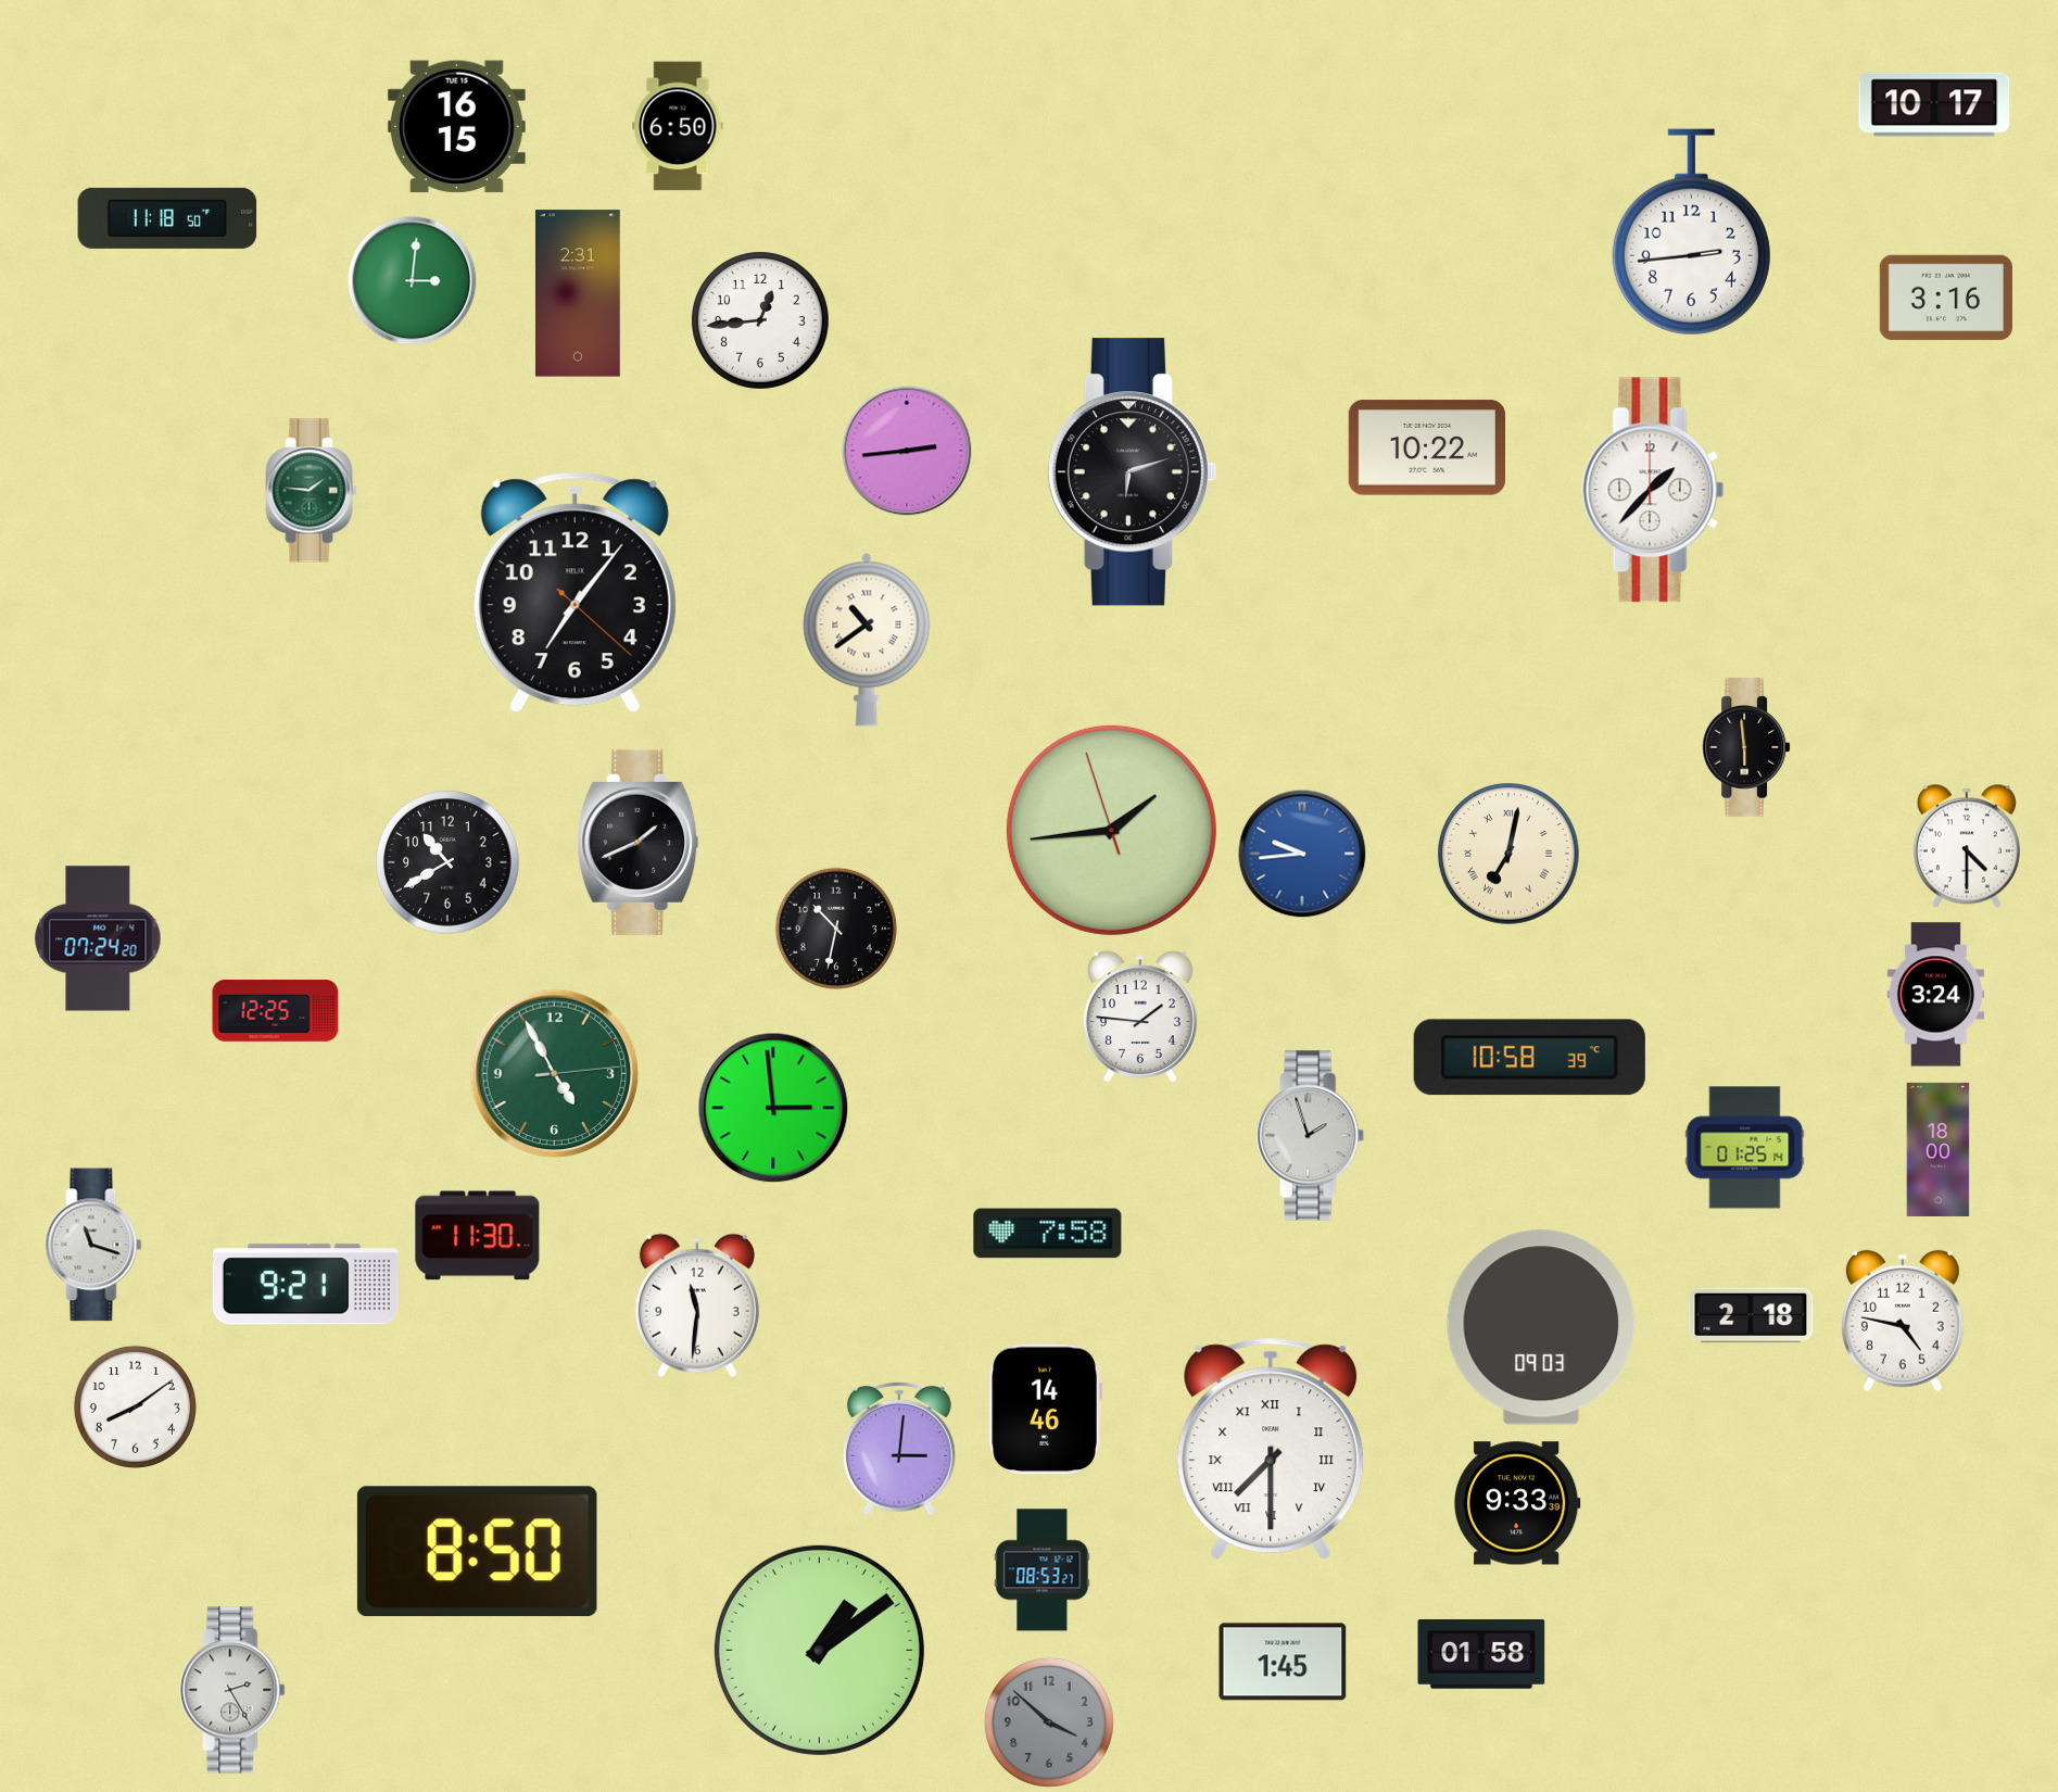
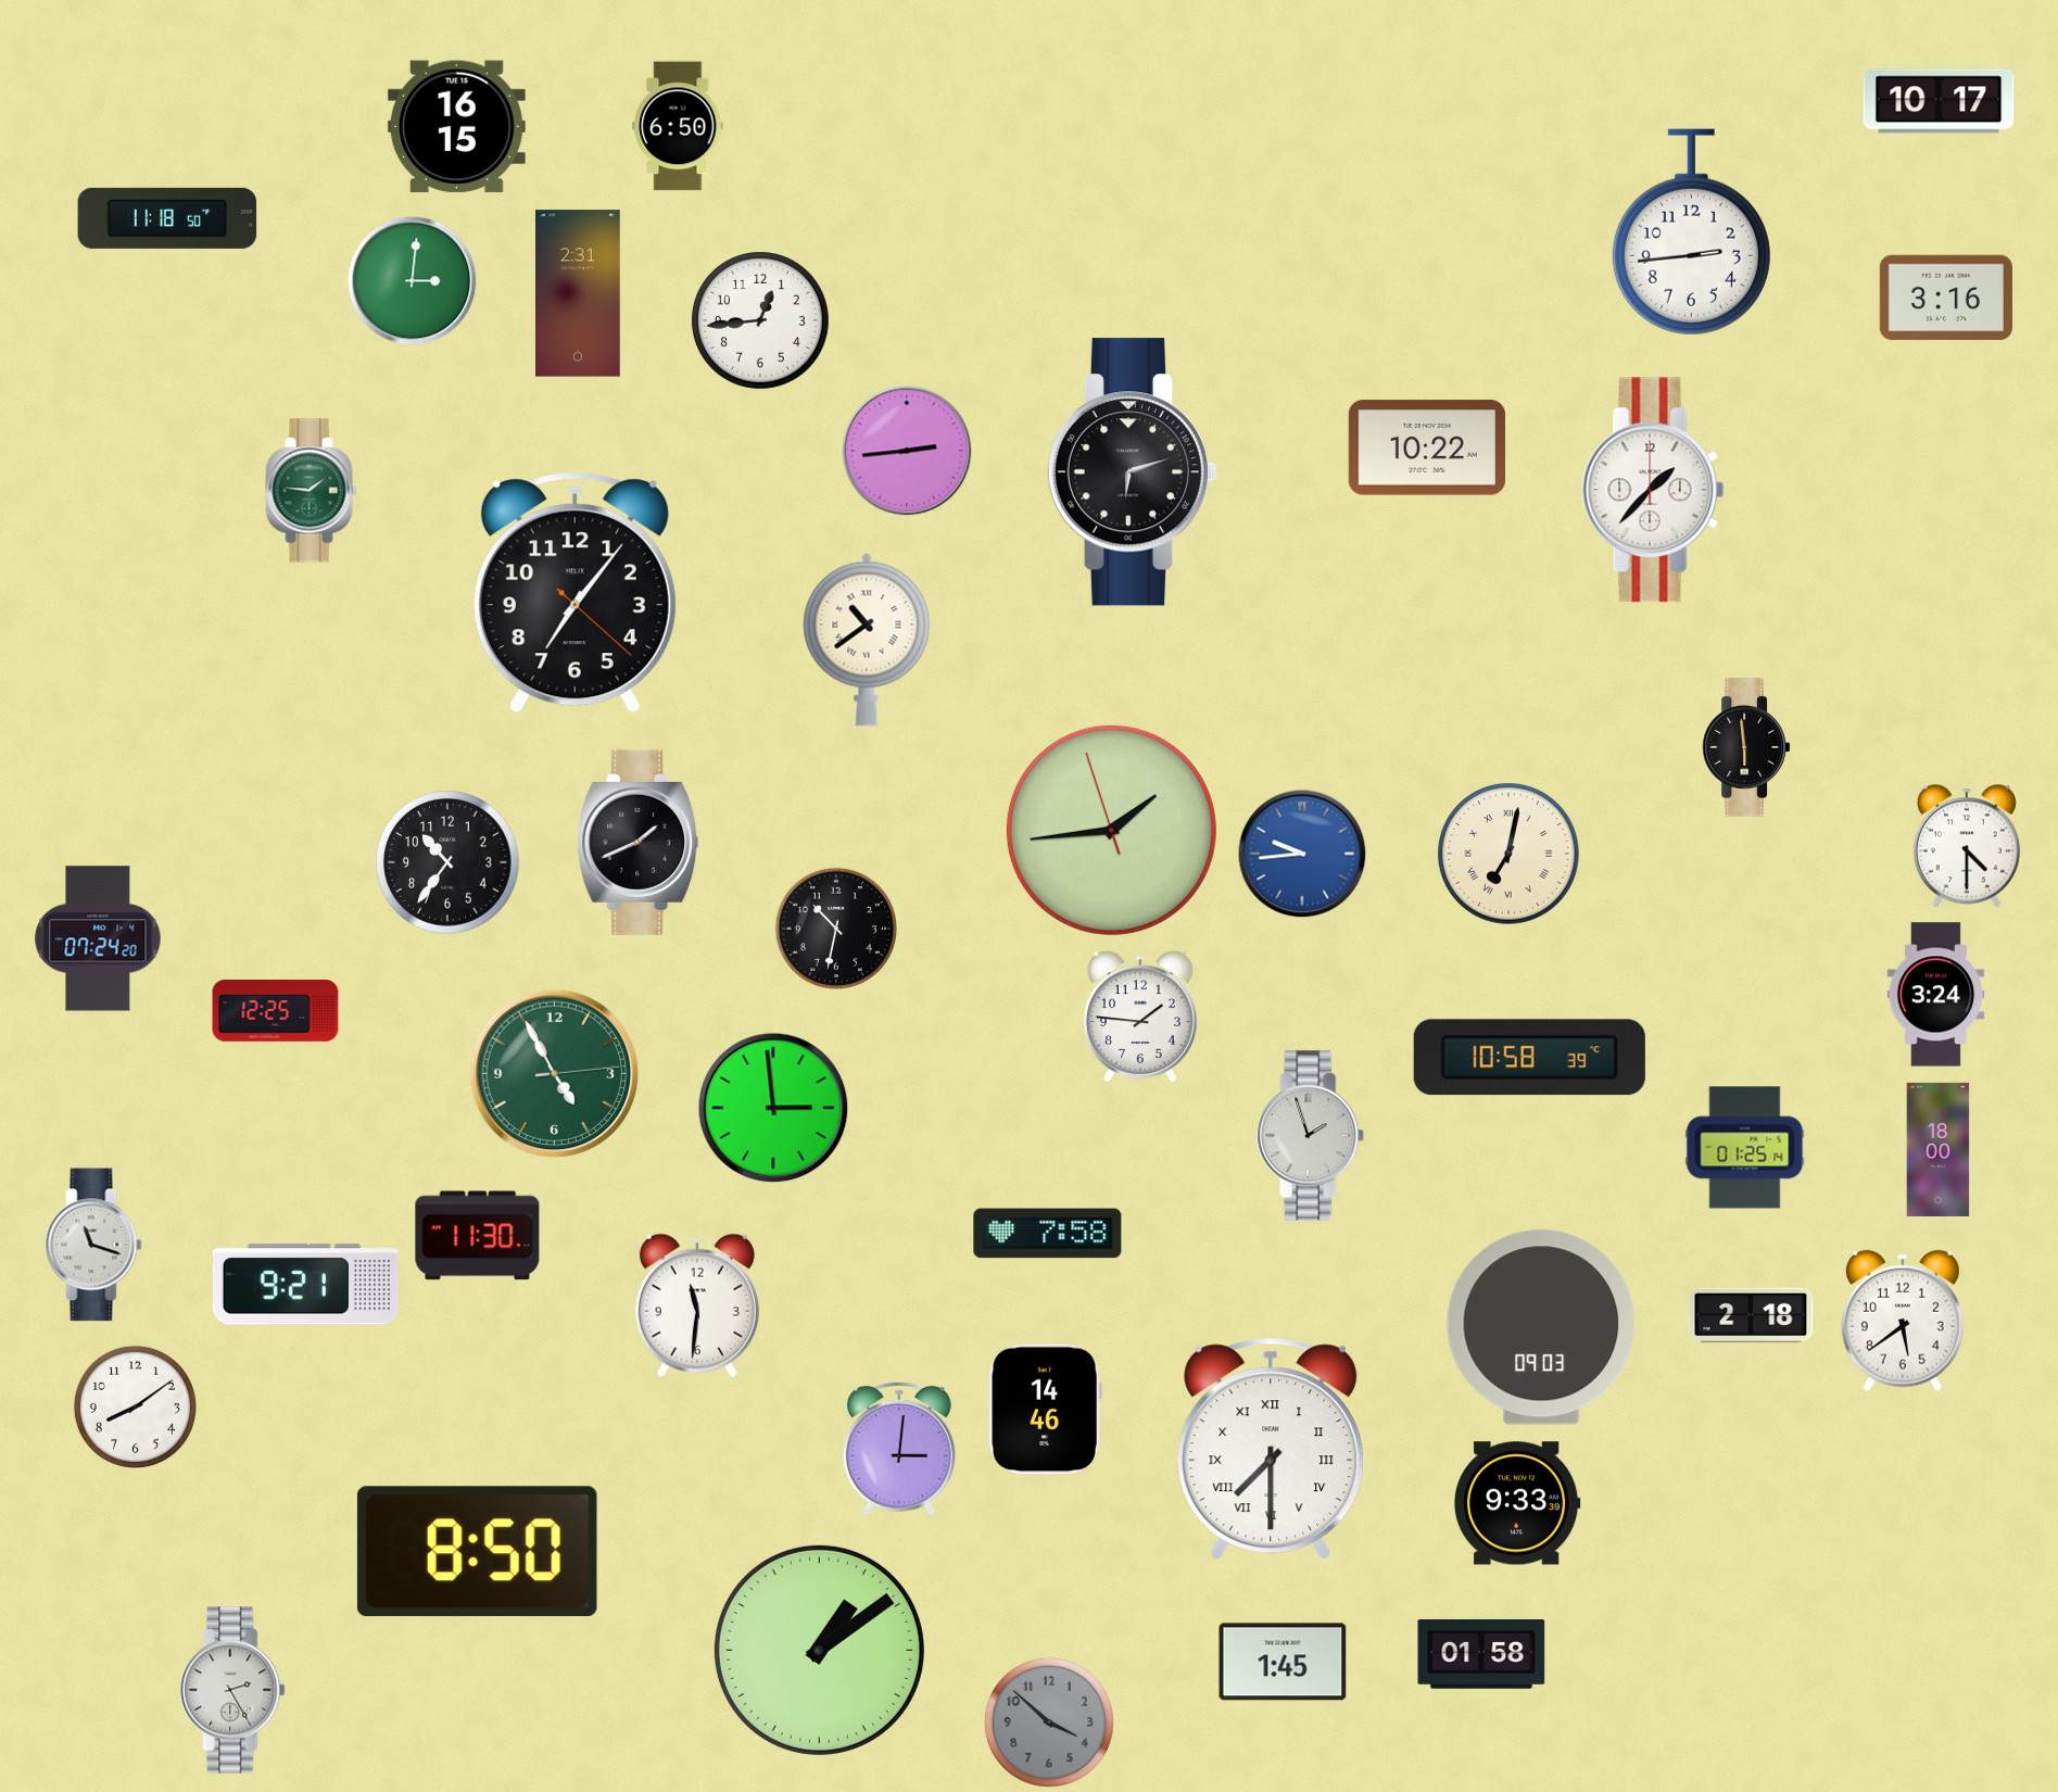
clock at (1934, 104) position: (1934, 104) -> (1939, 101)
clock at (447, 862): 10:40 -> 10:36
clock at (1903, 1321): 4:47 -> 5:39
clock at (1043, 1570): 08:53 -> none
